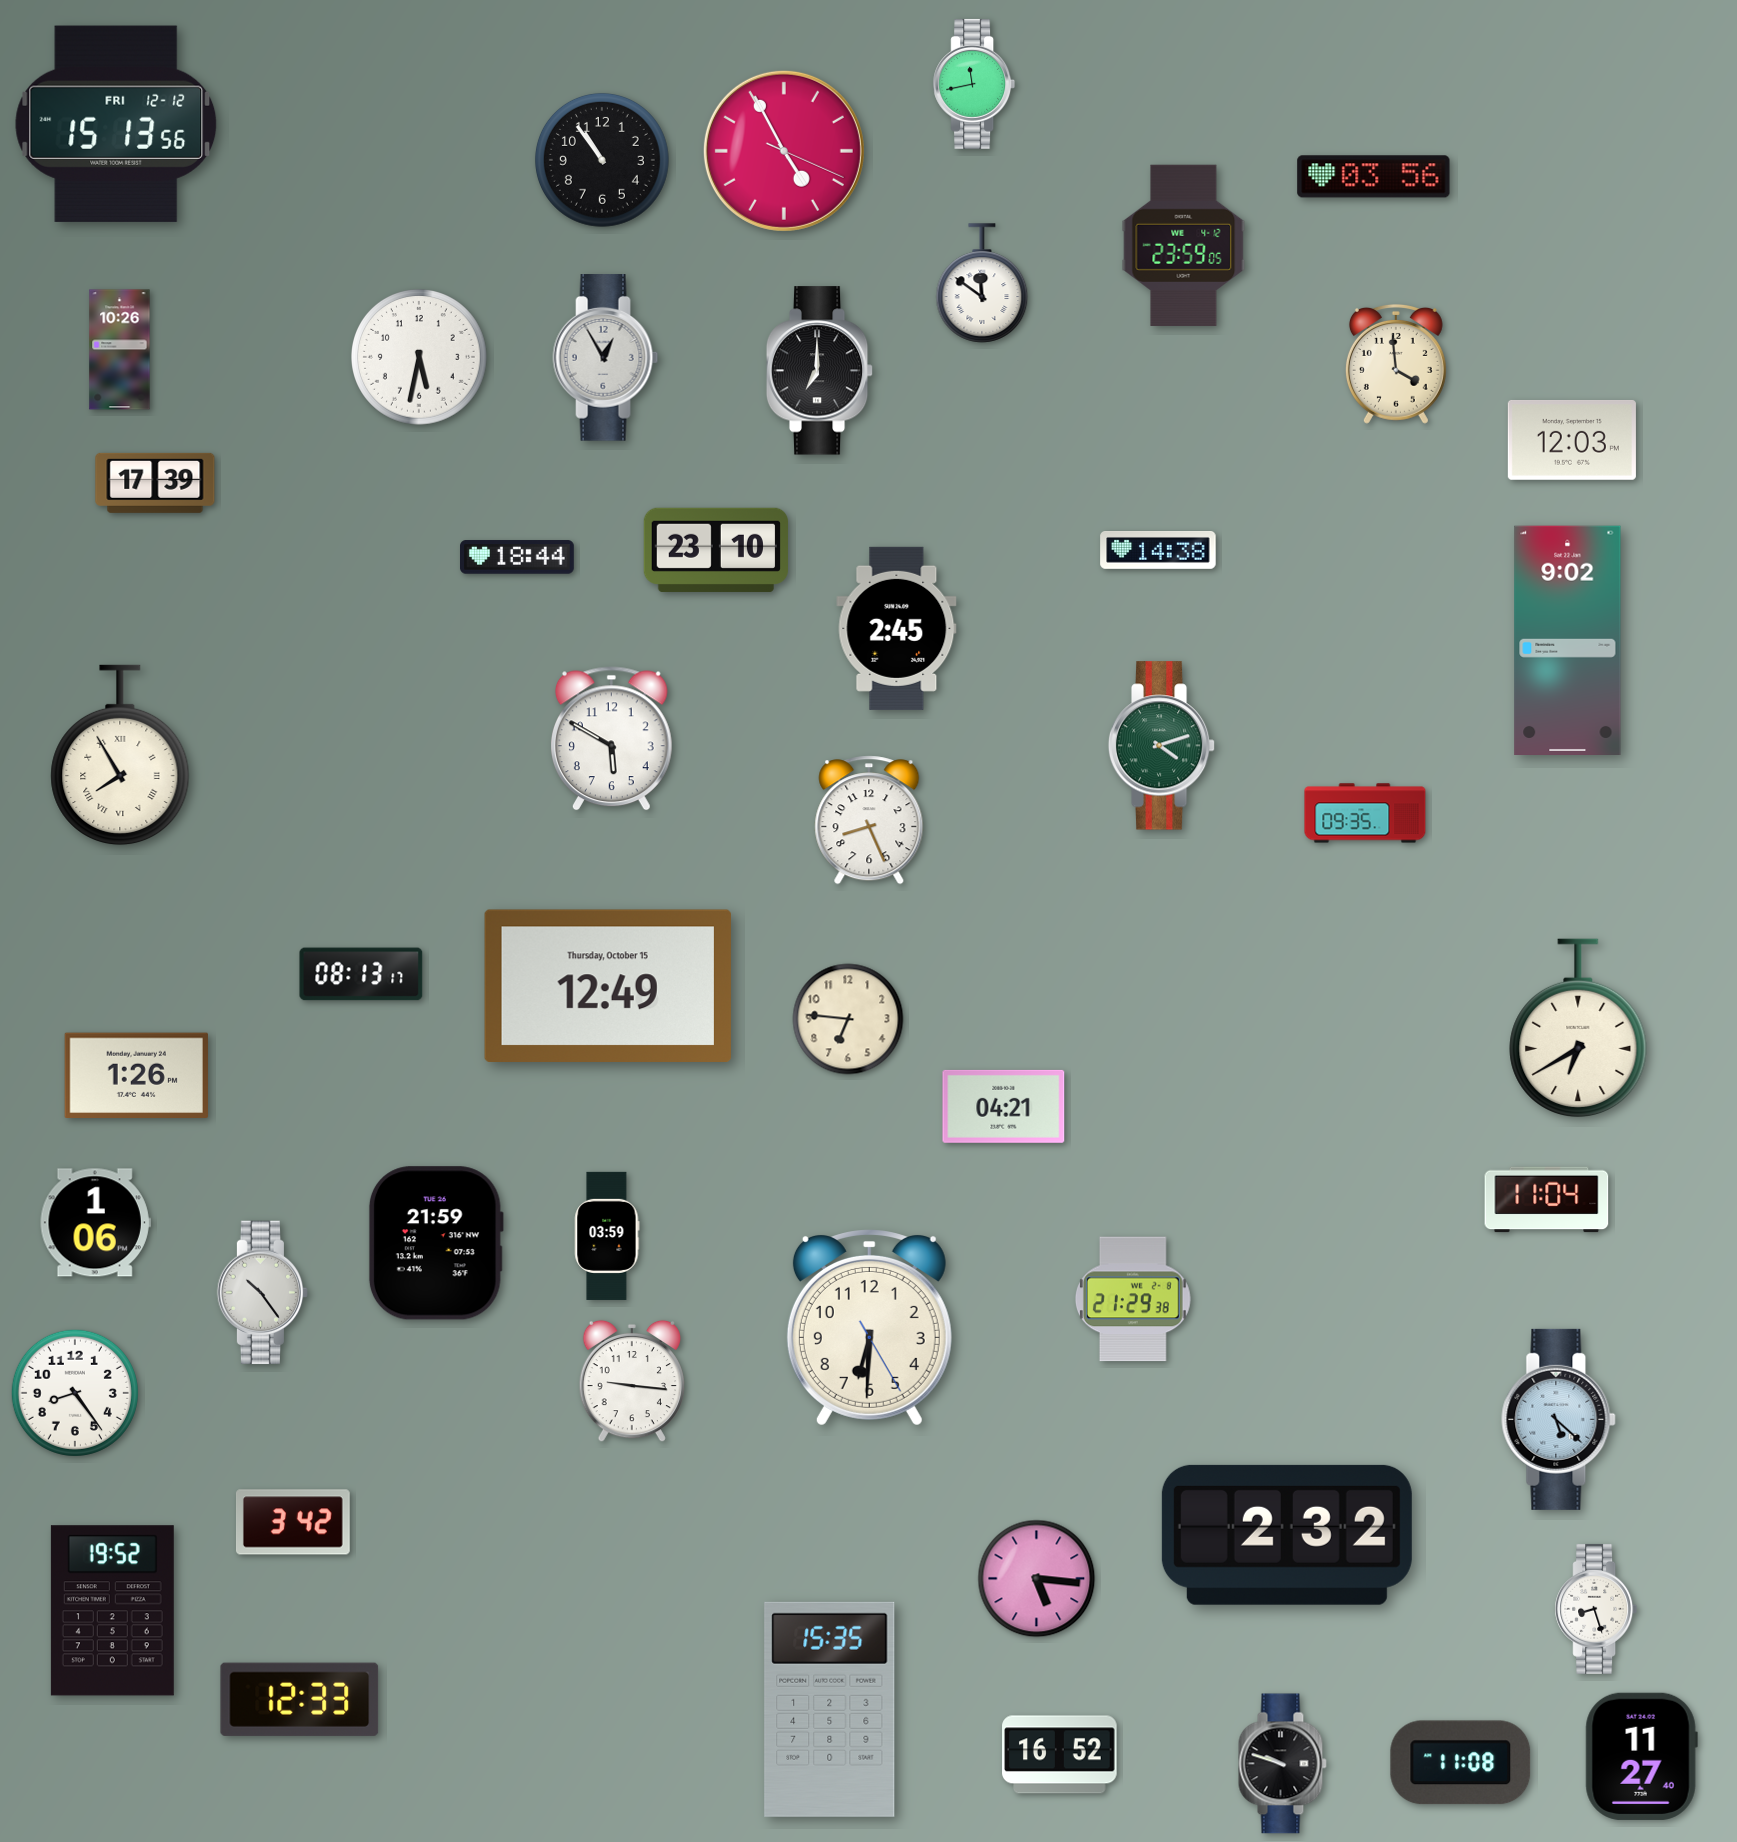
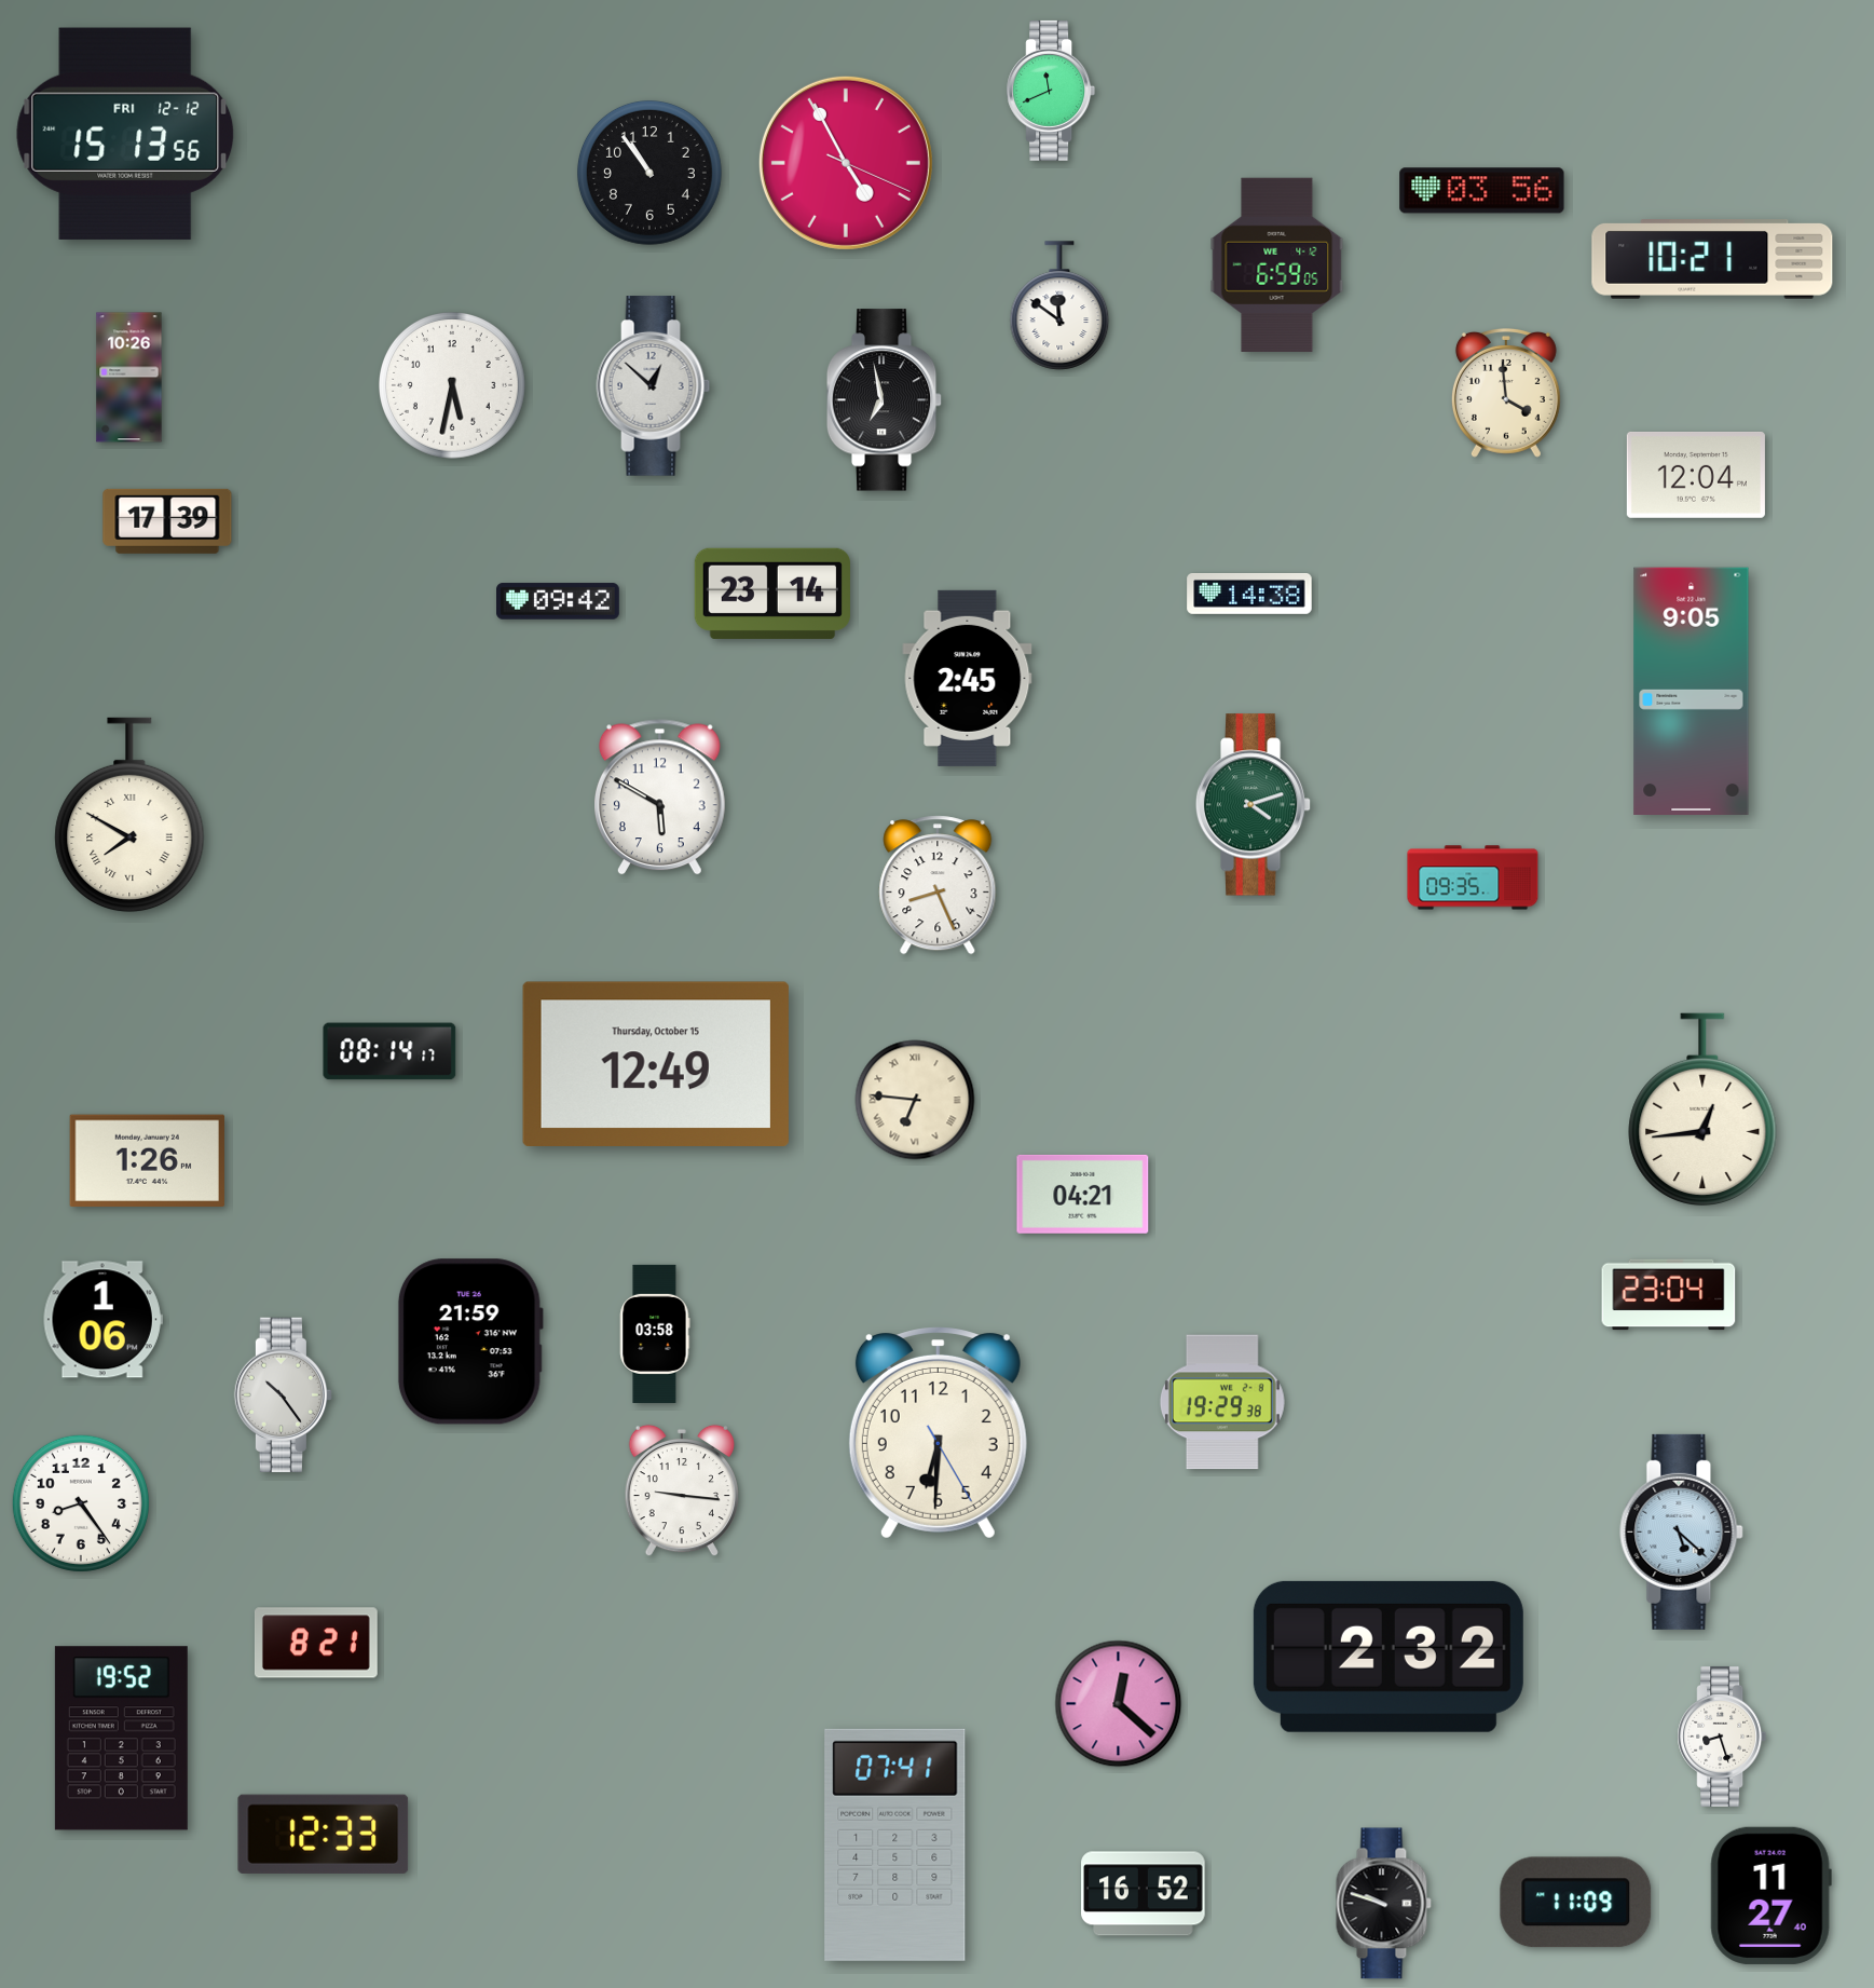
clock at (974, 84): 11:43 -> 11:41
clock at (1712, 260): none -> 10:21
clock at (1184, 245): 23:59 -> 6:59
clock at (606, 358): 12:55 -> 12:52
clock at (820, 371): 7:00 -> 6:58
clock at (1572, 440): 12:03 -> 12:04
clock at (716, 550): 23:10 -> 23:14
clock at (518, 557): 18:44 -> 09:42
clock at (1568, 640): 9:02 -> 9:05
clock at (120, 755): 7:55 -> 7:50
clock at (361, 974): 08:13 -> 08:14
clock at (848, 1019) numerals: Arabic -> Roman
clock at (1578, 1028): 6:40 -> 12:44
clock at (1547, 1200): 11:04 -> 23:04
clock at (607, 1236): 03:59 -> 03:58
clock at (1133, 1299): 21:29 -> 19:29
clock at (293, 1522): 3:42 -> 8:21
clock at (1037, 1579): 5:16 -> 12:22
clock at (830, 1709): 15:35 -> 07:41
clock at (1461, 1763): 11:08 -> 11:09
